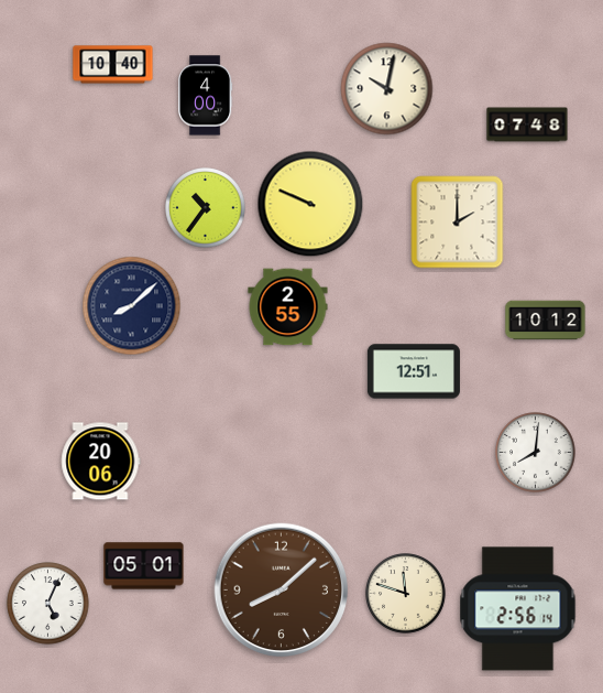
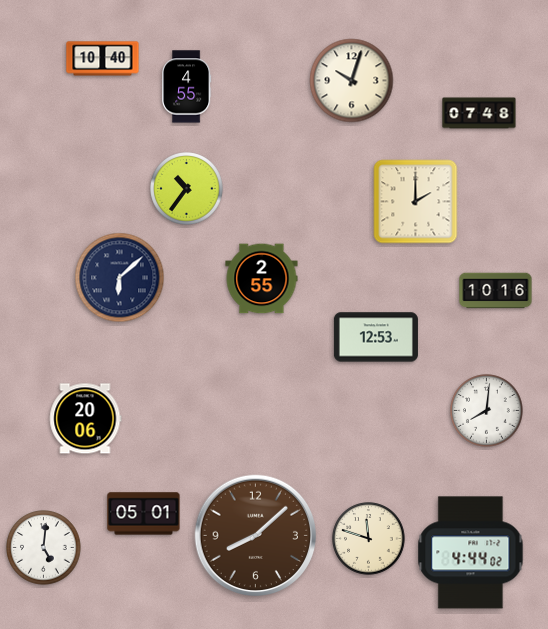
clock at (387, 89): 10:02 -> 10:03
clock at (206, 96): 4:00 -> 4:55
clock at (310, 204): 9:49 -> none
clock at (132, 306): 8:08 -> 6:08
clock at (546, 321): 10:12 -> 10:16
clock at (414, 371): 12:51 -> 12:53
clock at (101, 462) position: (101, 462) -> (86, 419)
clock at (144, 566) position: (144, 566) -> (144, 514)
clock at (48, 604): 5:04 -> 5:01
clock at (518, 609): 2:56 -> 4:44
